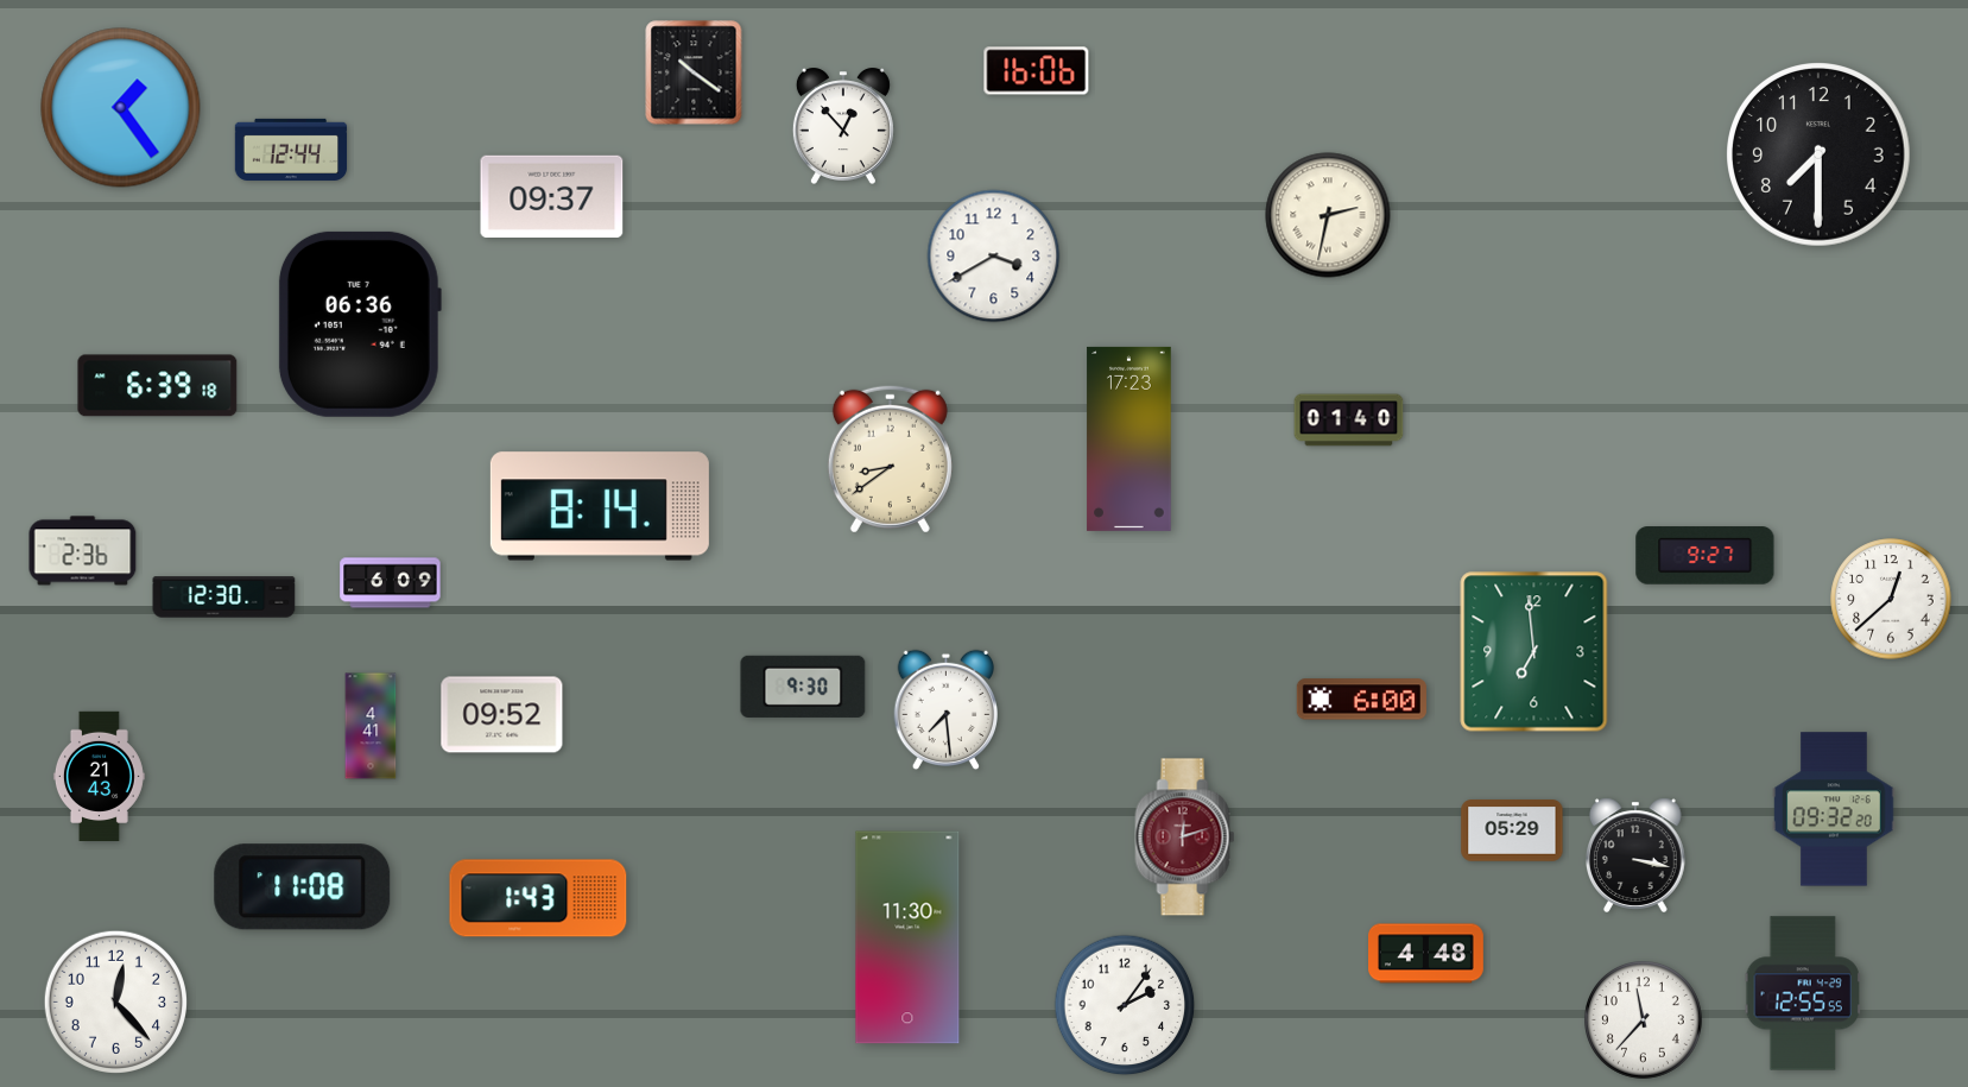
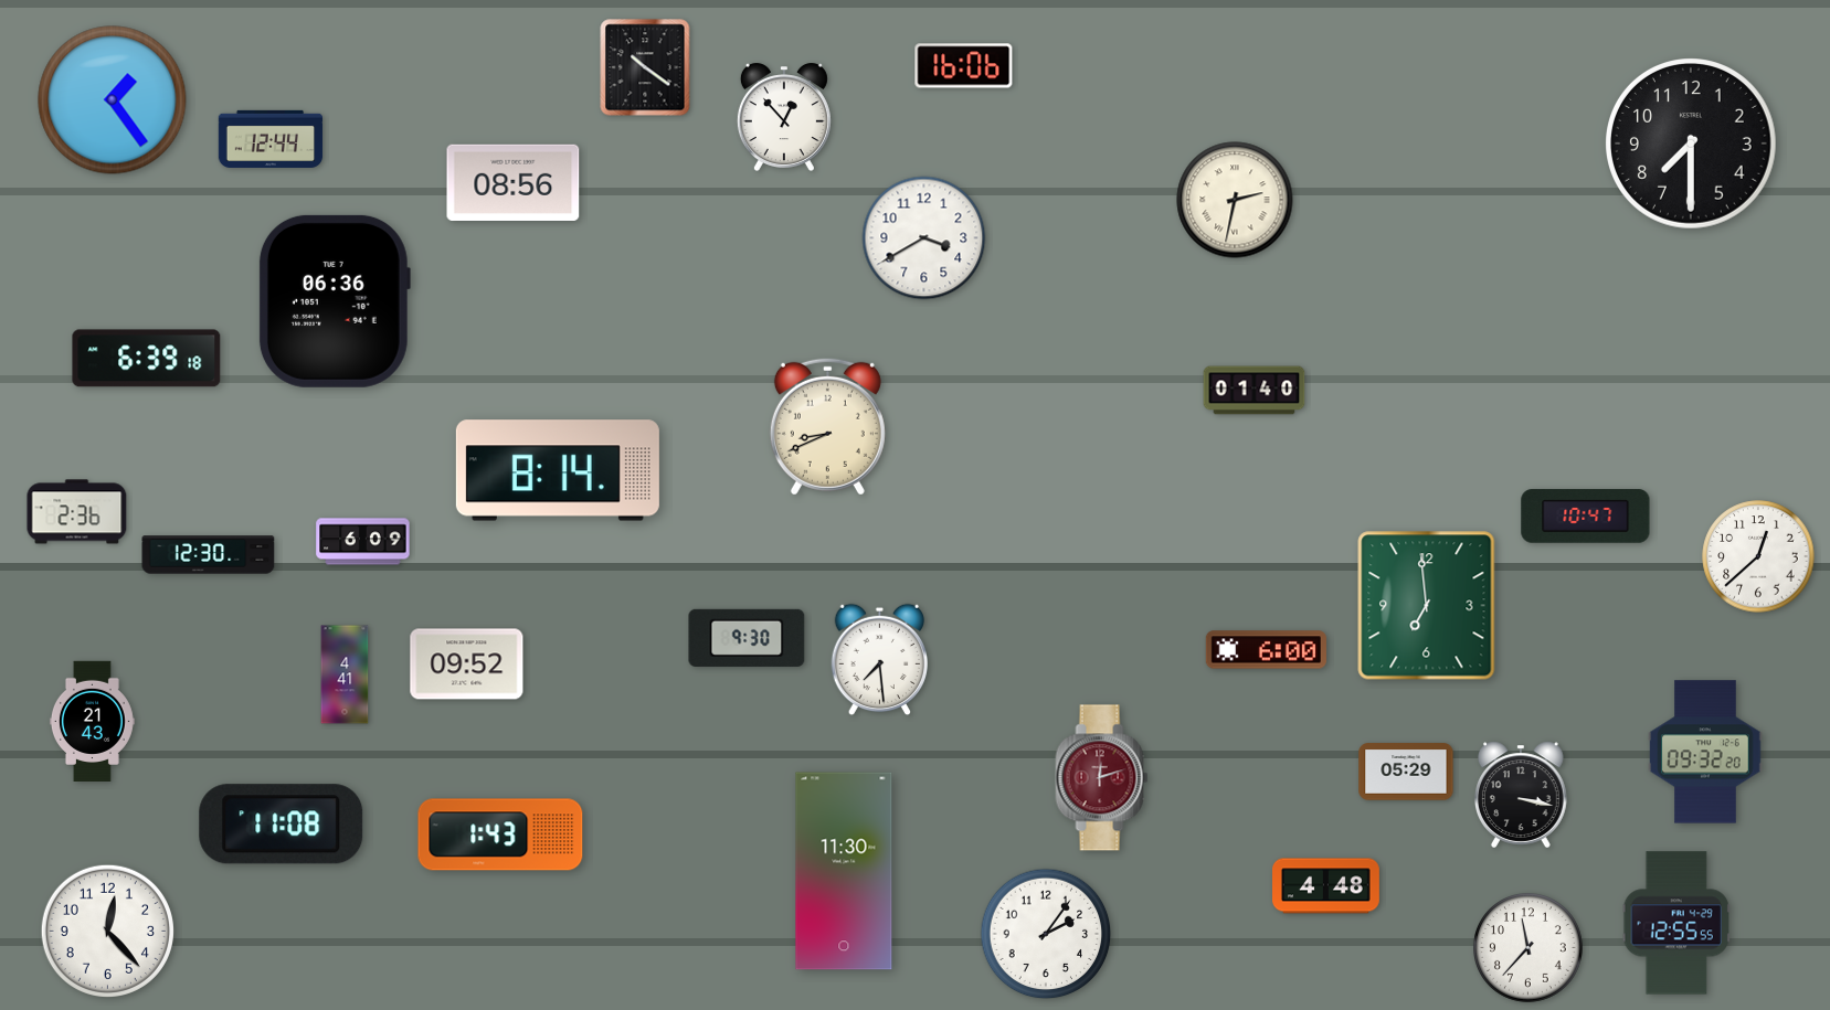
clock at (552, 196): 09:37 -> 08:56
clock at (1129, 438): 17:23 -> none
clock at (890, 459): 8:39 -> 8:41
clock at (1706, 556): 9:27 -> 10:47
